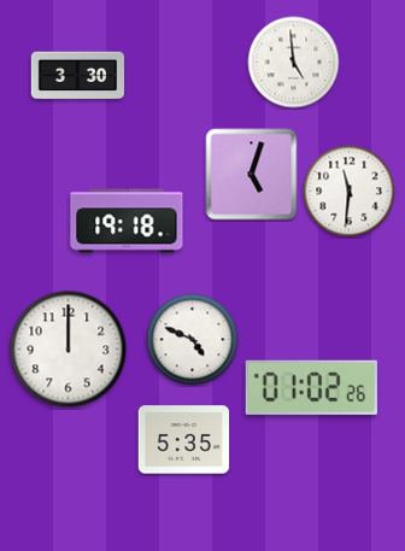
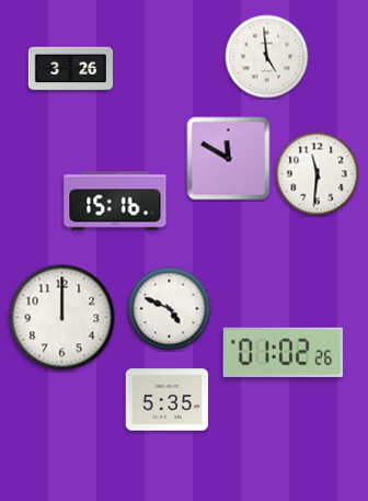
clock at (77, 76): 3:30 -> 3:26
clock at (252, 175): 5:03 -> 11:50
clock at (127, 221): 19:18 -> 15:16
clock at (193, 340) position: (193, 340) -> (170, 309)
